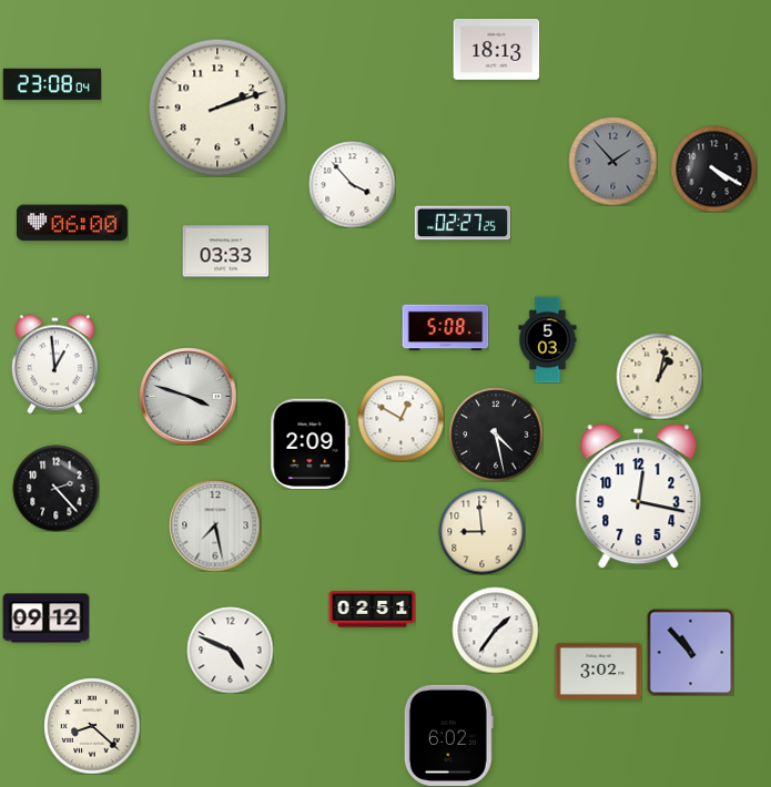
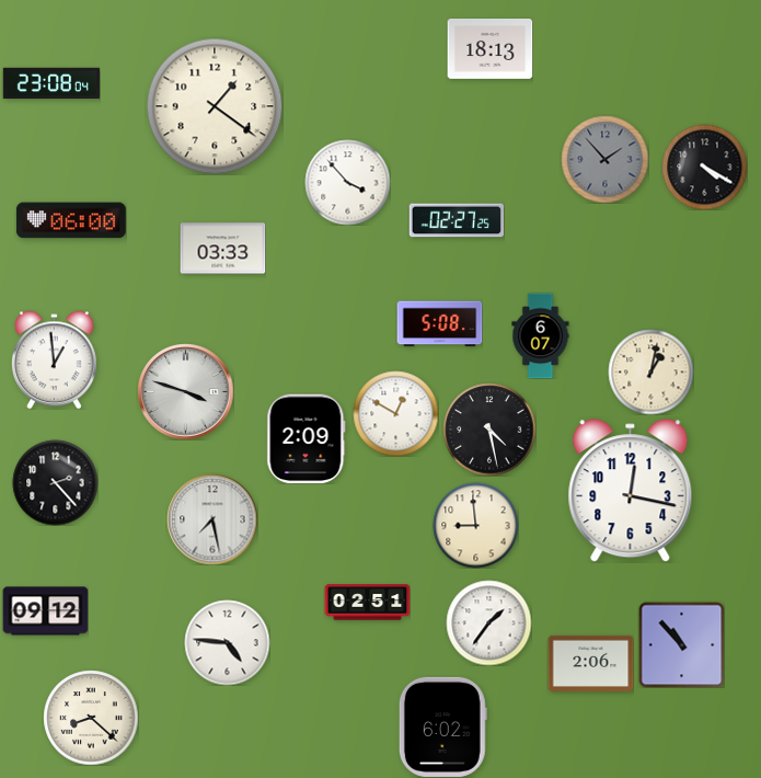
clock at (217, 108): 2:12 -> 1:21
clock at (548, 339): 5:03 -> 6:07
clock at (230, 650): 4:49 -> 4:46
clock at (598, 671): 3:02 -> 2:06
